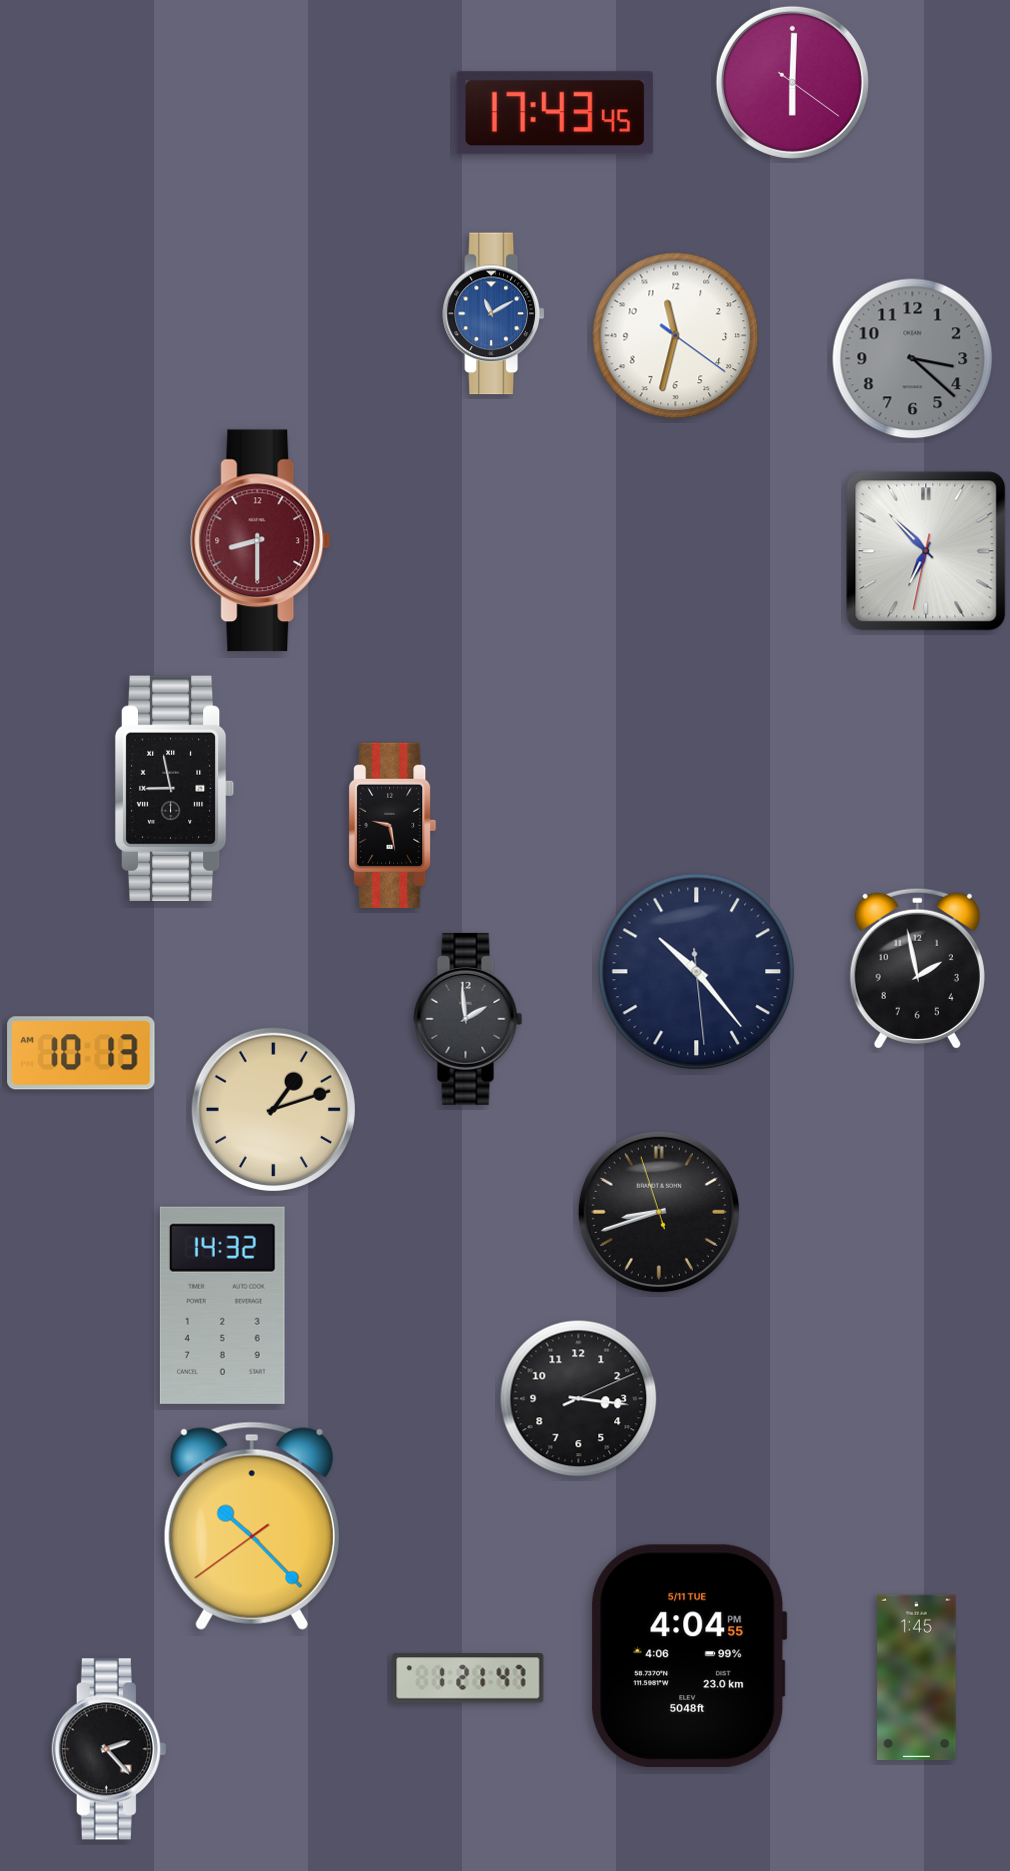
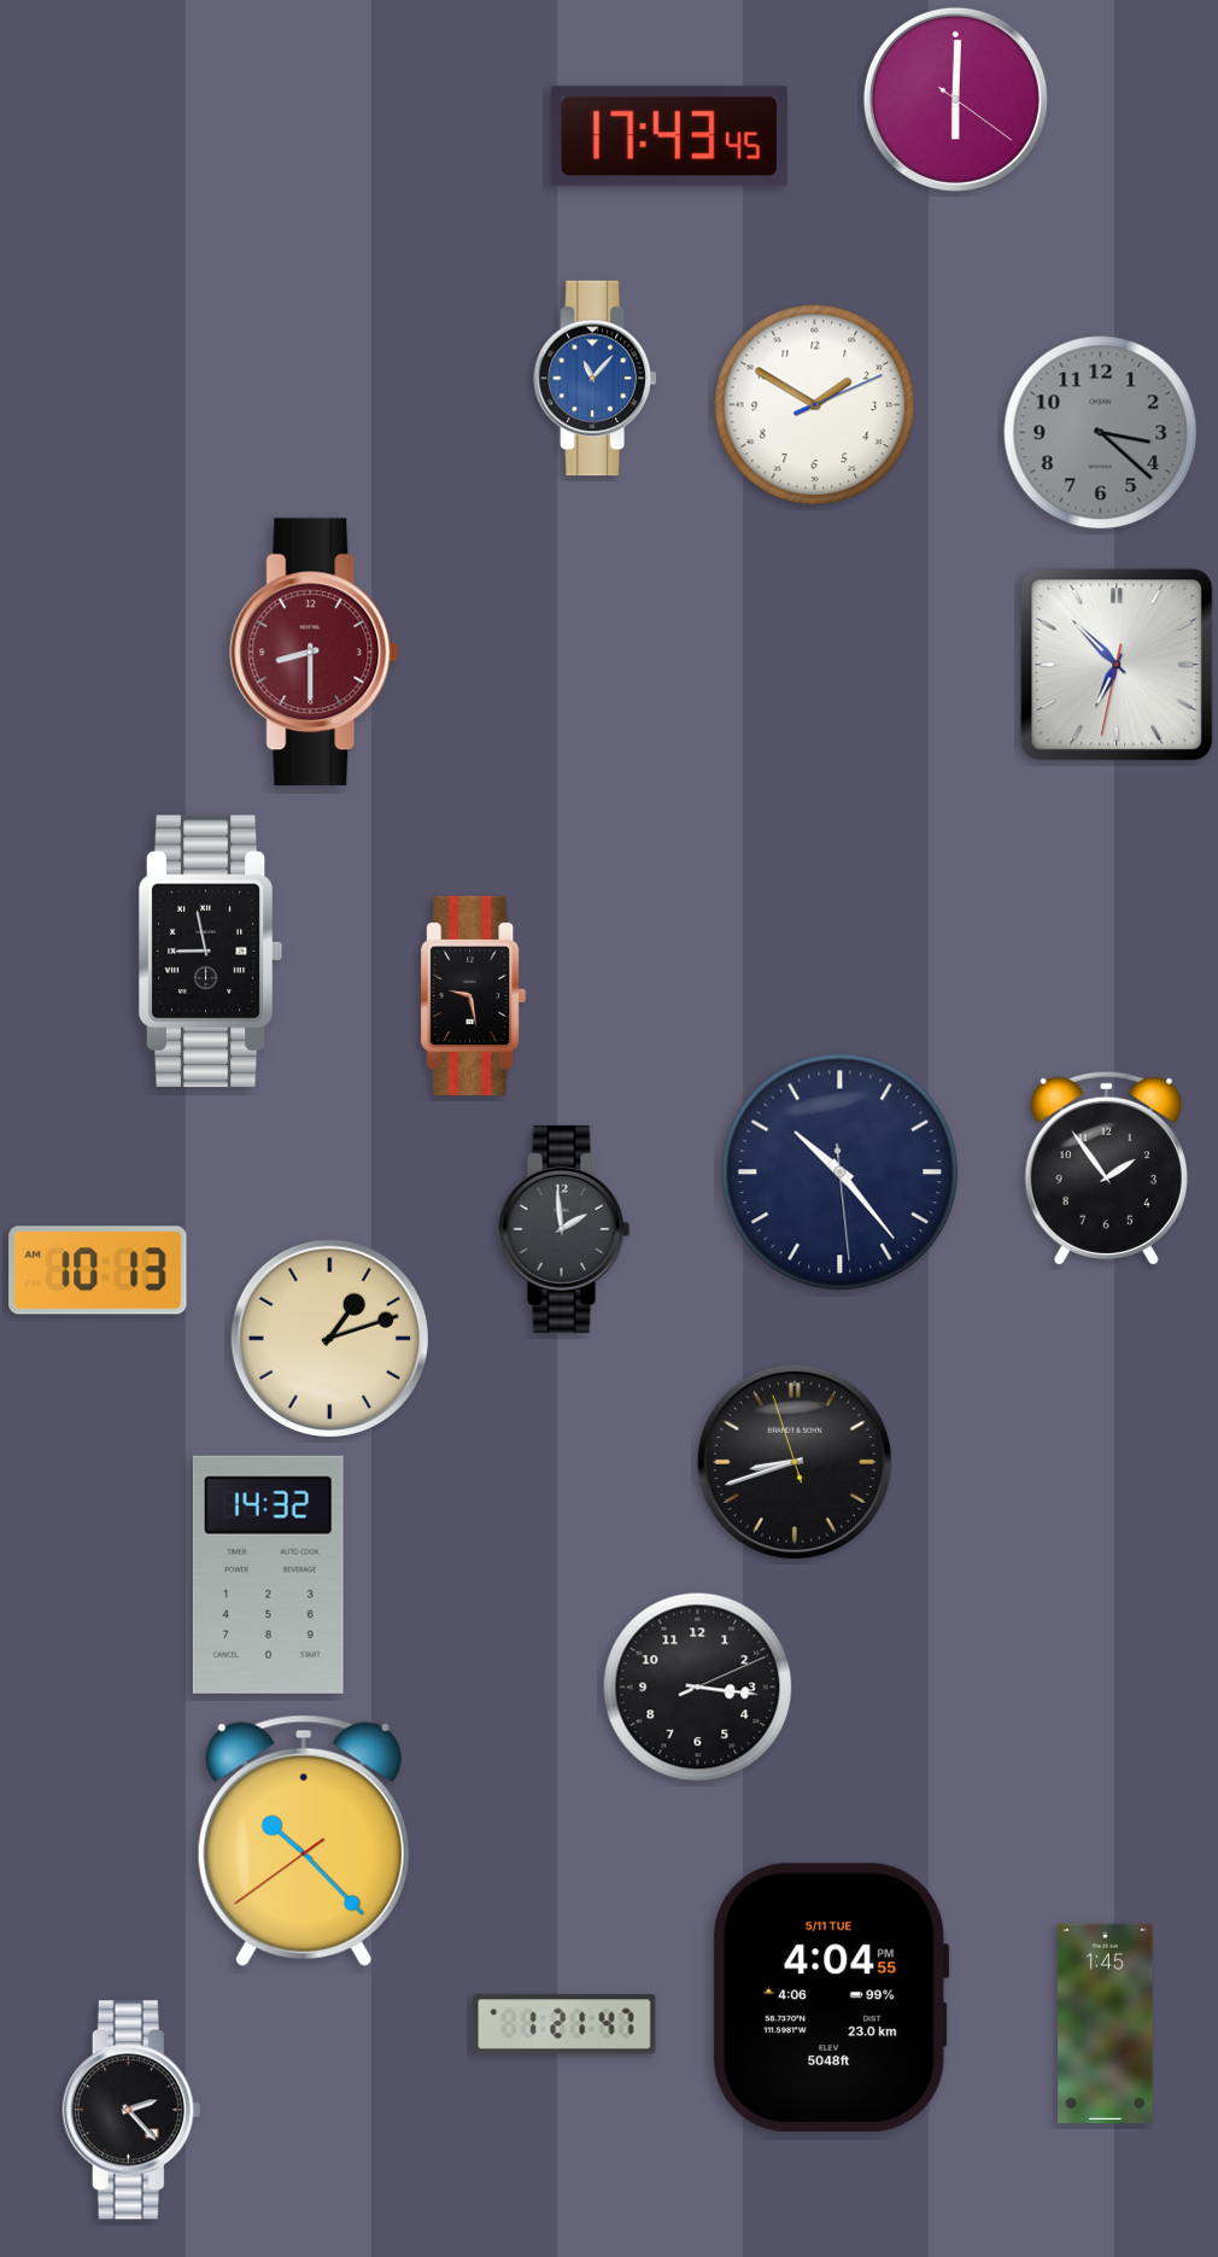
clock at (494, 314): 11:10 -> 11:07
clock at (676, 336): 11:32 -> 1:50
clock at (917, 968): 1:58 -> 1:54
